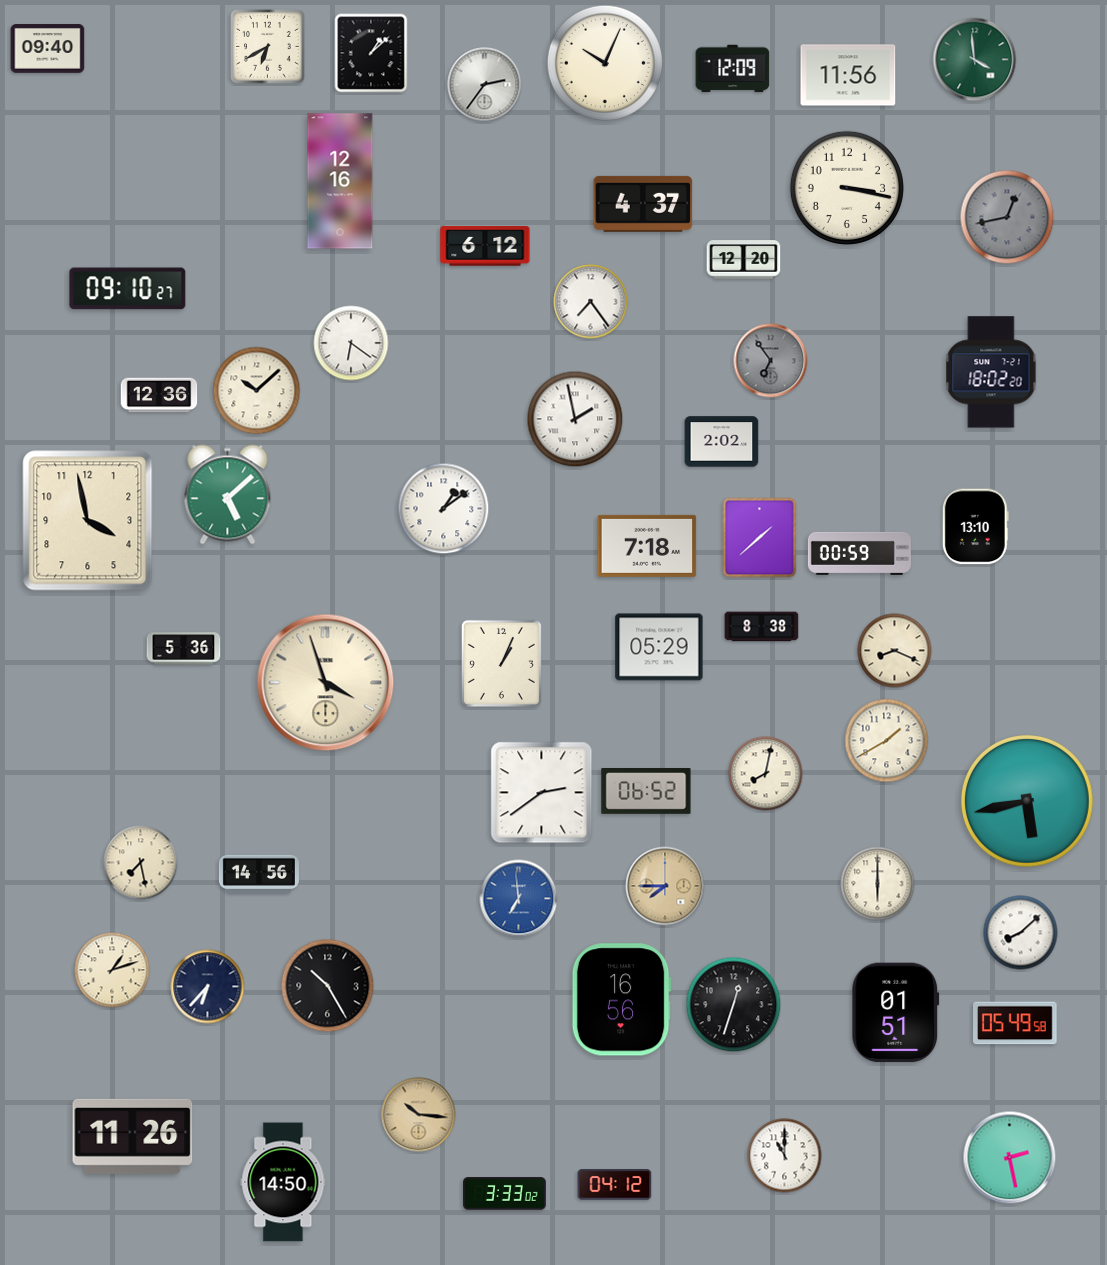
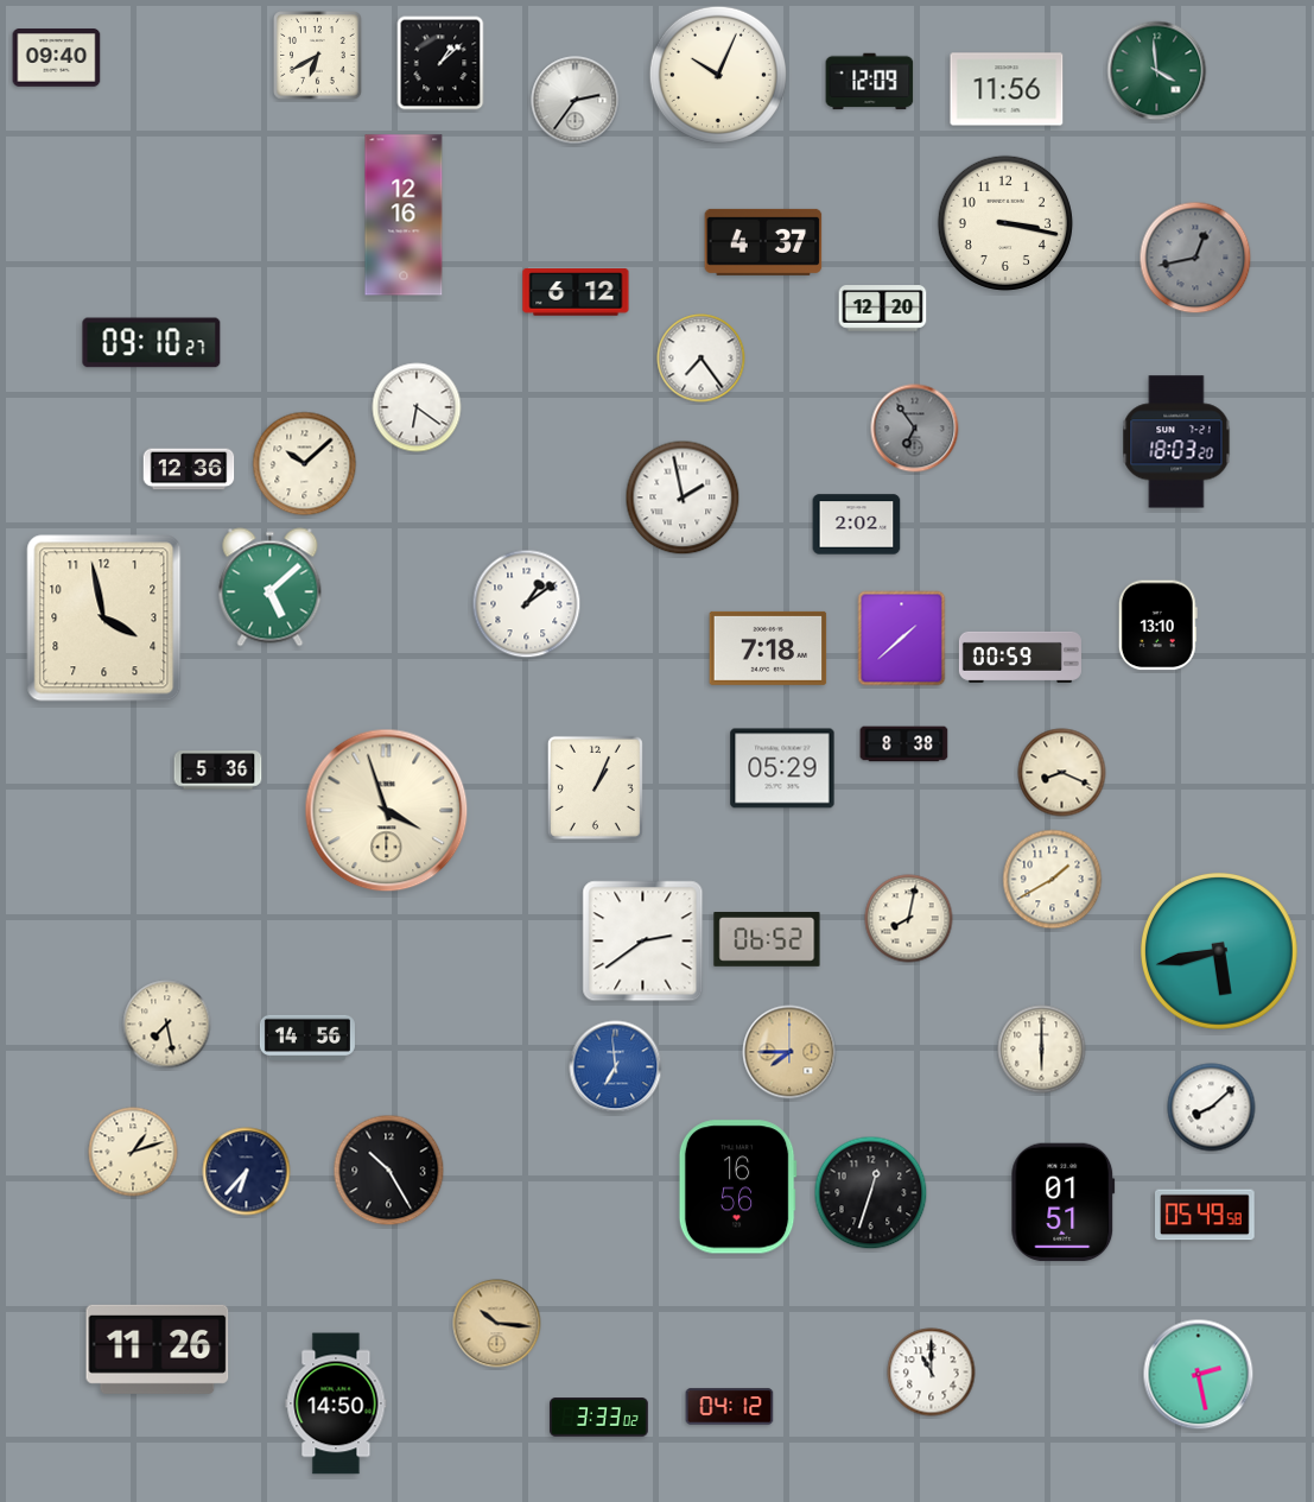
clock at (991, 372): 18:02 -> 18:03
